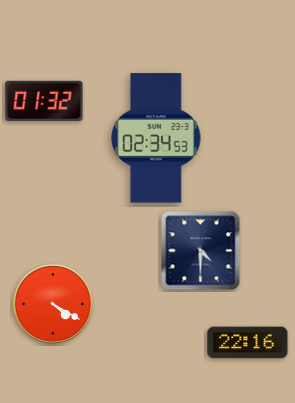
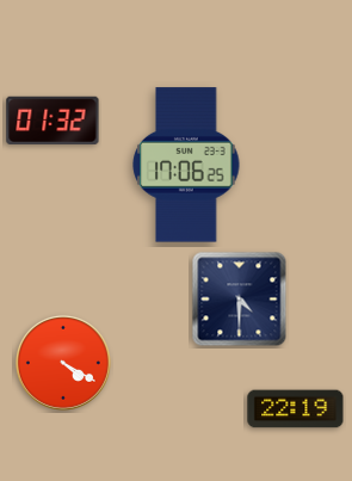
clock at (156, 138): 02:34 -> 17:06
clock at (248, 343): 22:16 -> 22:19
